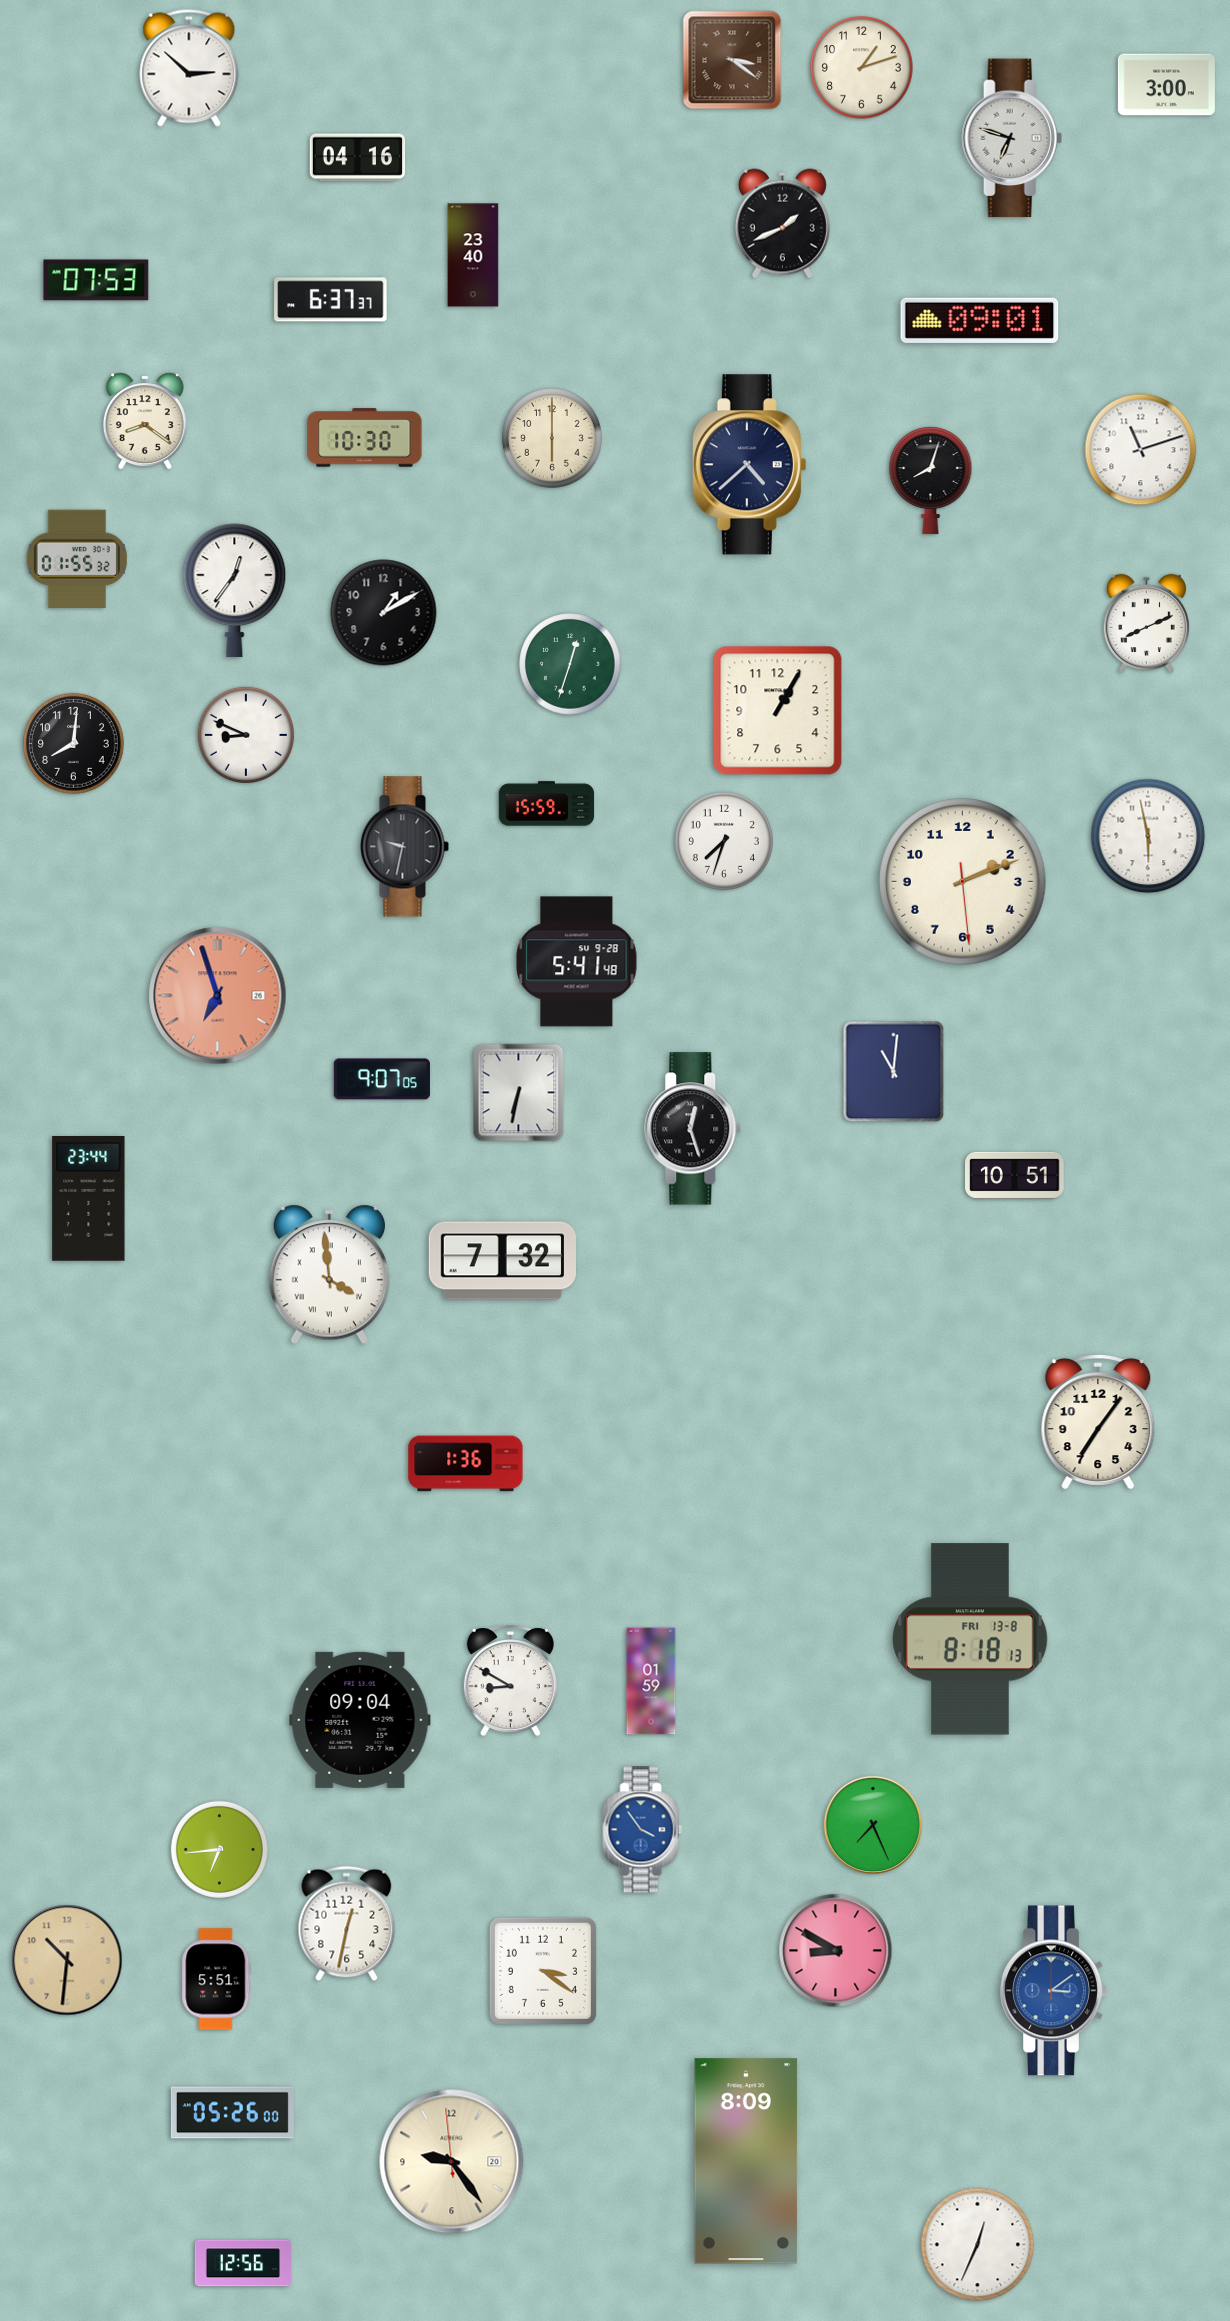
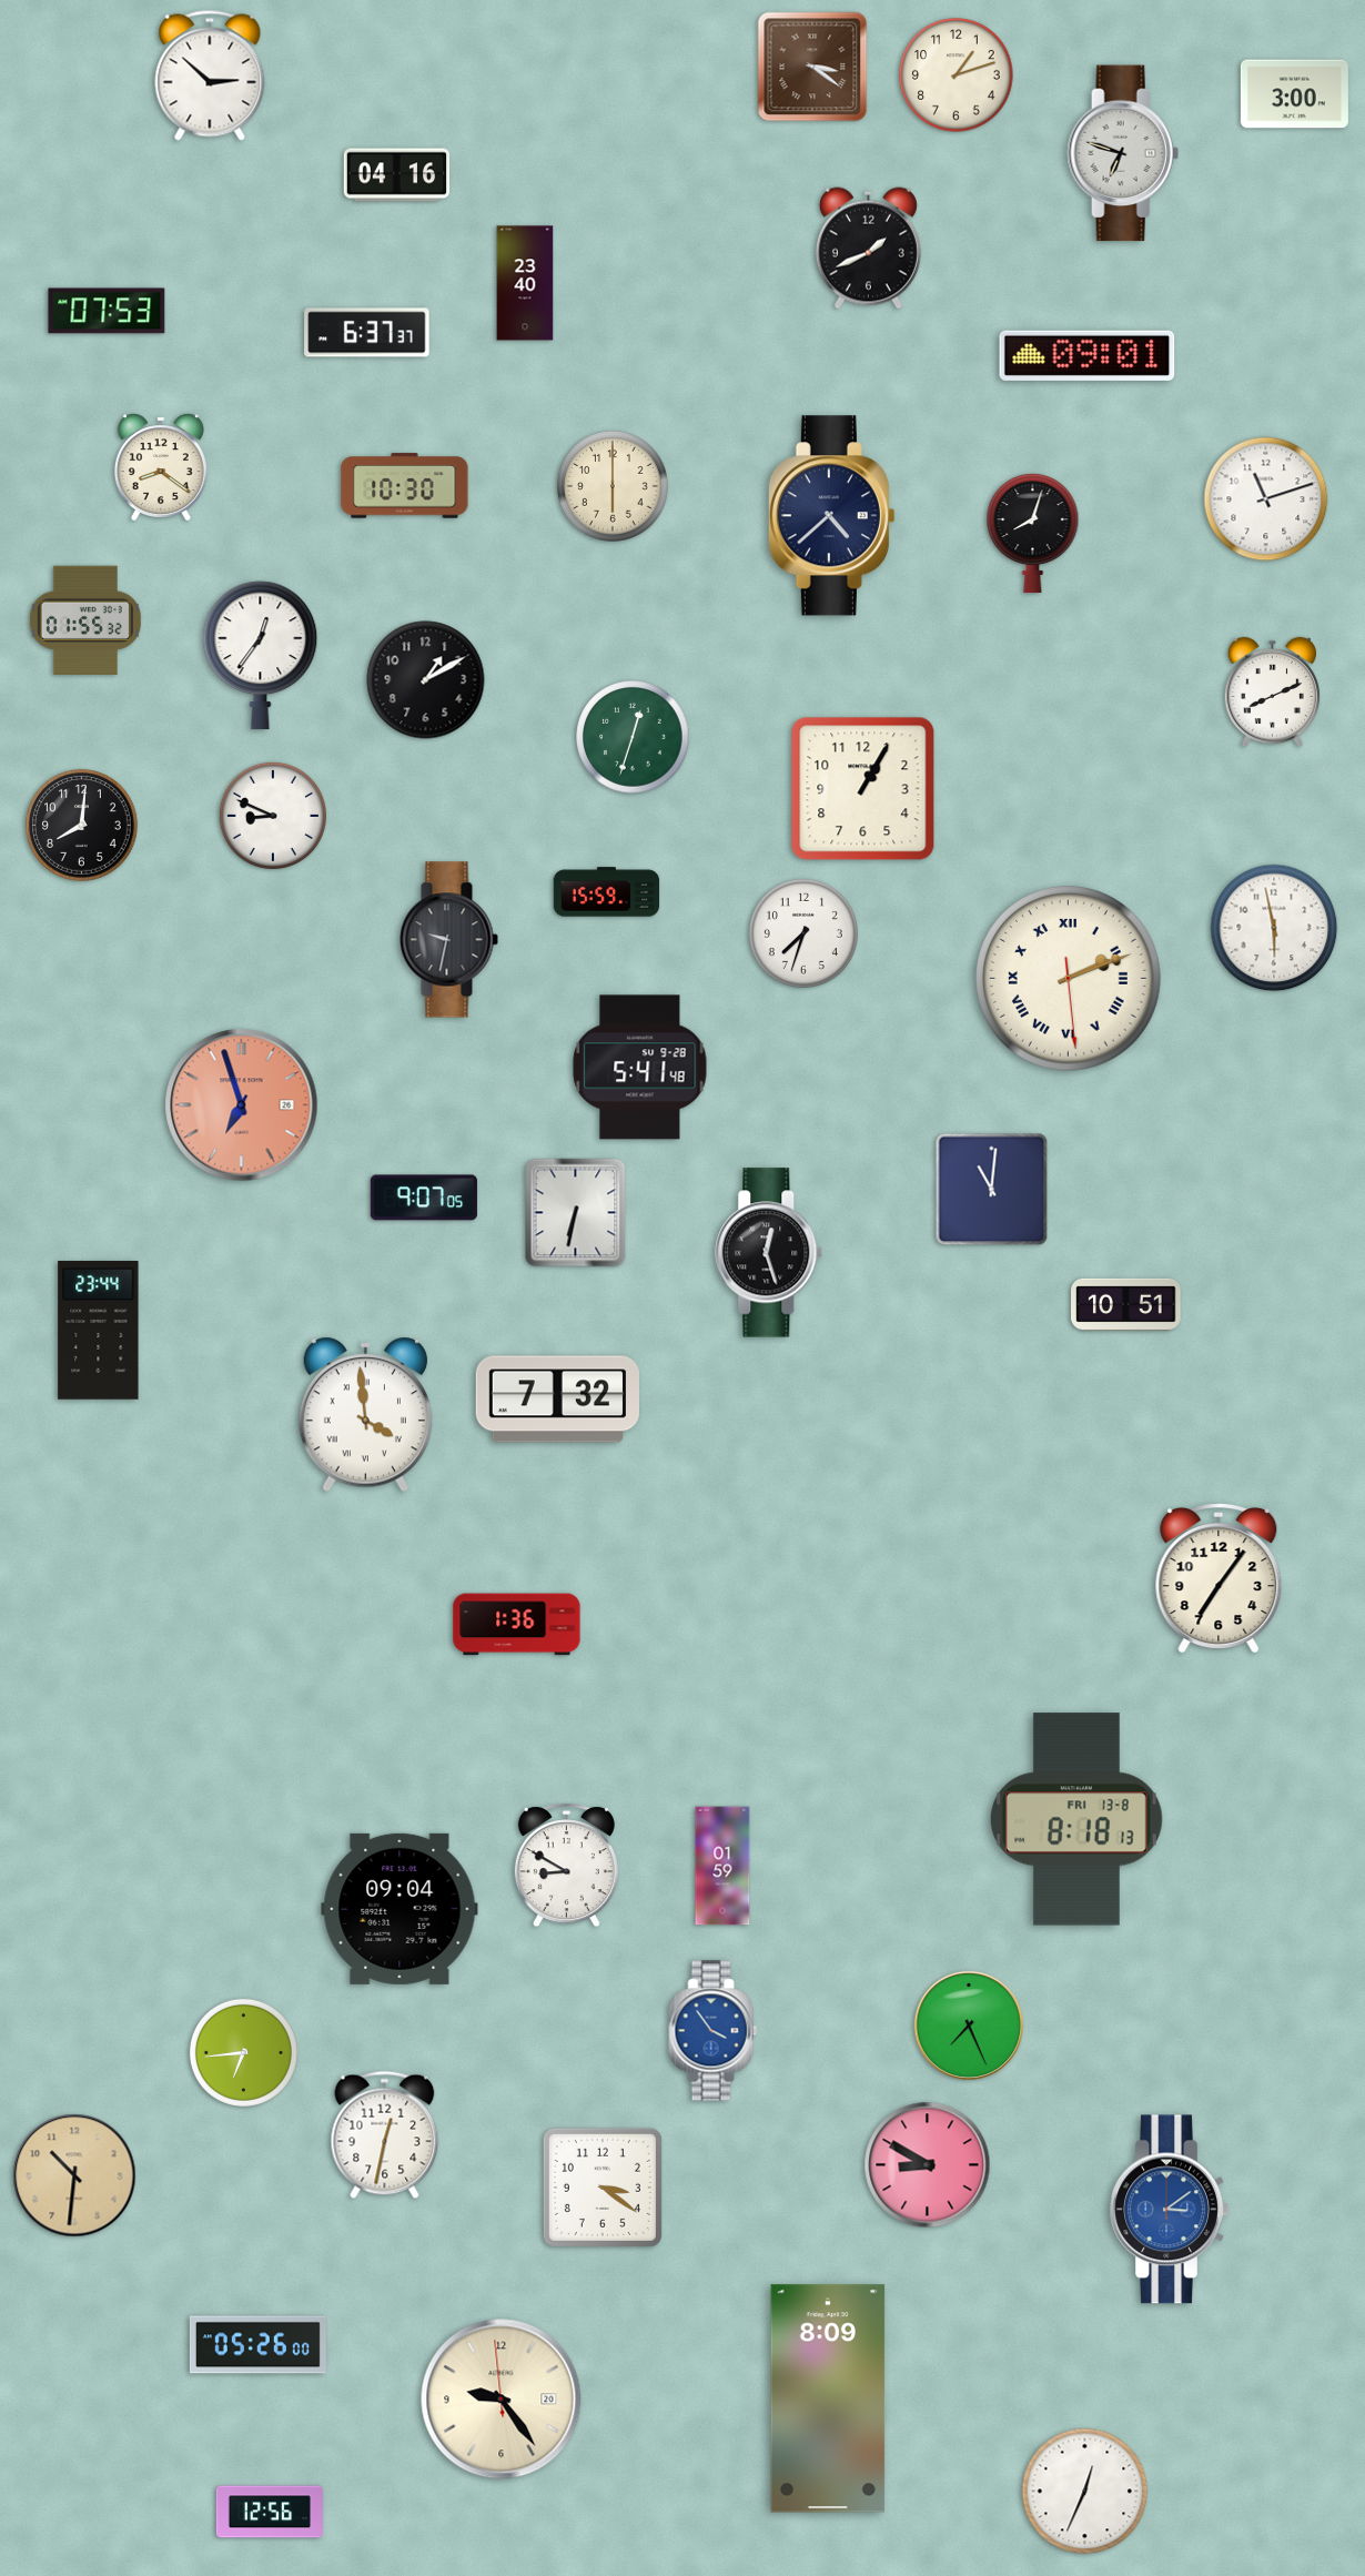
clock at (963, 882) numerals: Arabic -> Roman
clock at (216, 1979): 5:51 -> none
